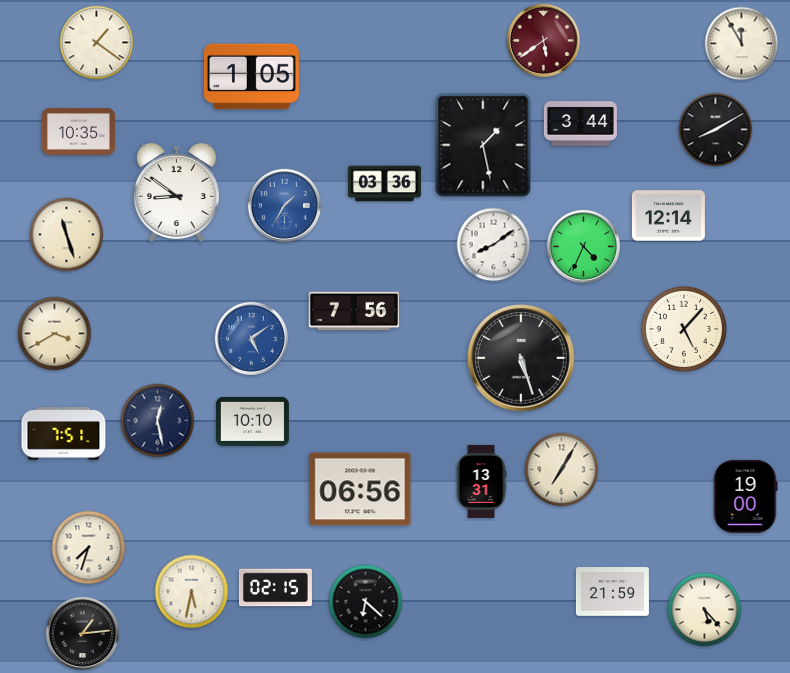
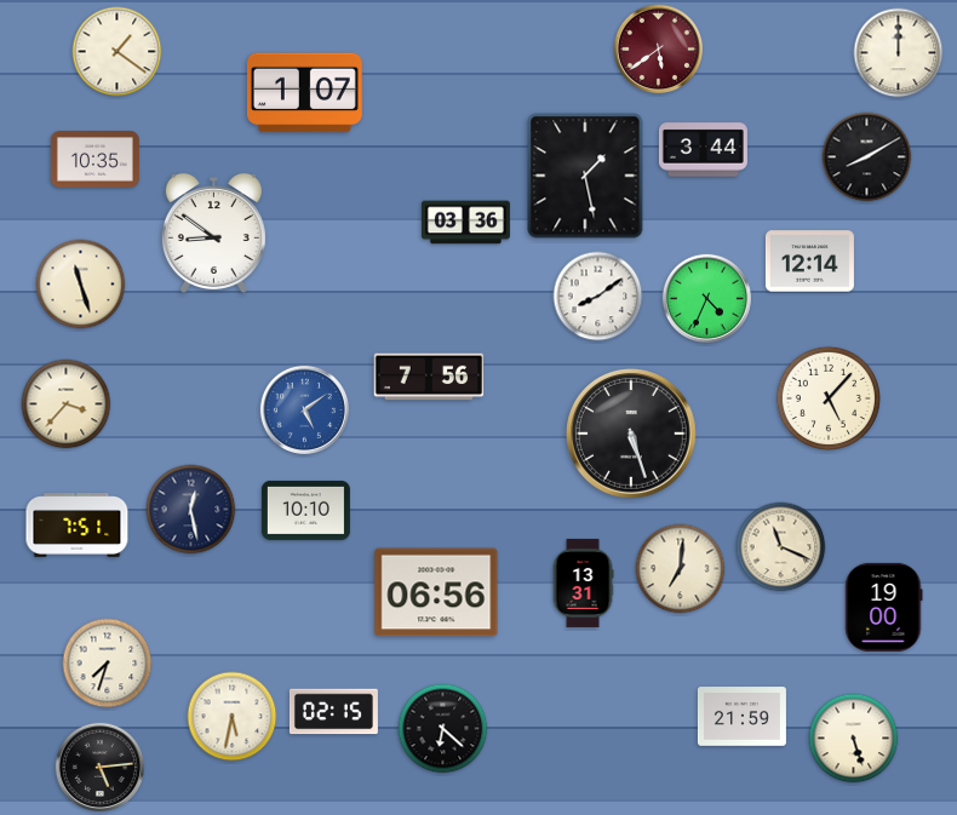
clock at (742, 44): 11:55 -> 12:00
clock at (251, 77): 1:05 -> 1:07
clock at (284, 205): 1:35 -> none
clock at (55, 334): 3:40 -> 3:37
clock at (781, 547): none -> 11:19
clock at (562, 470): 7:05 -> 7:01
clock at (746, 496) position: (746, 496) -> (884, 607)
clock at (705, 610): 5:23 -> 5:27
clock at (82, 633): 1:14 -> 5:14
